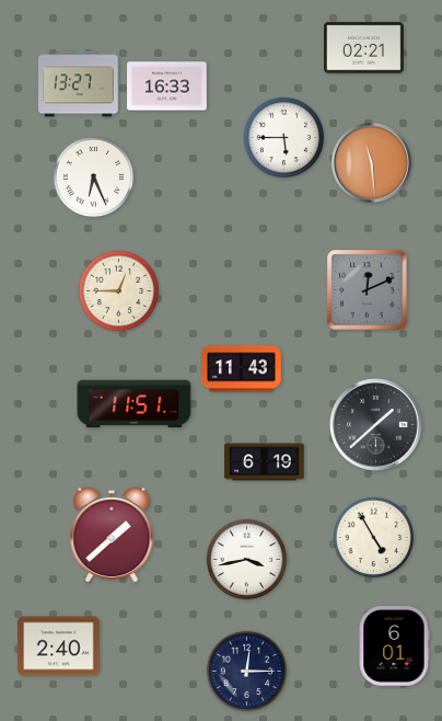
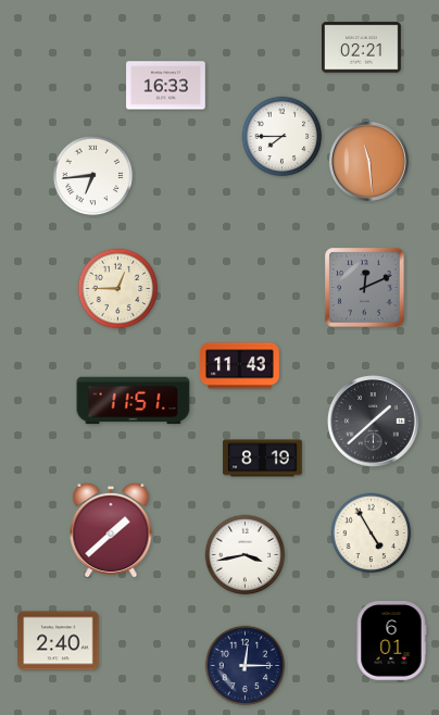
clock at (79, 84): 13:27 -> none
clock at (284, 138): 5:45 -> 7:45
clock at (94, 178): 6:26 -> 6:44
clock at (265, 462): 6:19 -> 8:19
